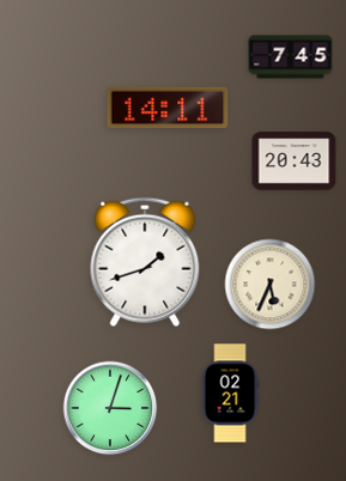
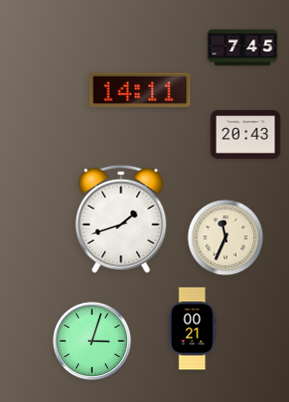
clock at (271, 285): 5:34 -> 11:34
clock at (230, 394): 02:21 -> 00:21
